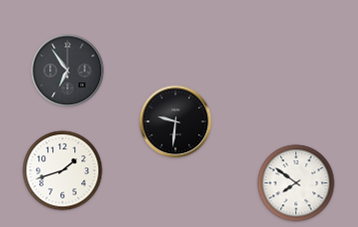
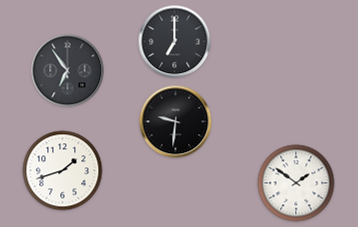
clock at (175, 42): none -> 7:00
clock at (296, 183): 7:51 -> 1:51
